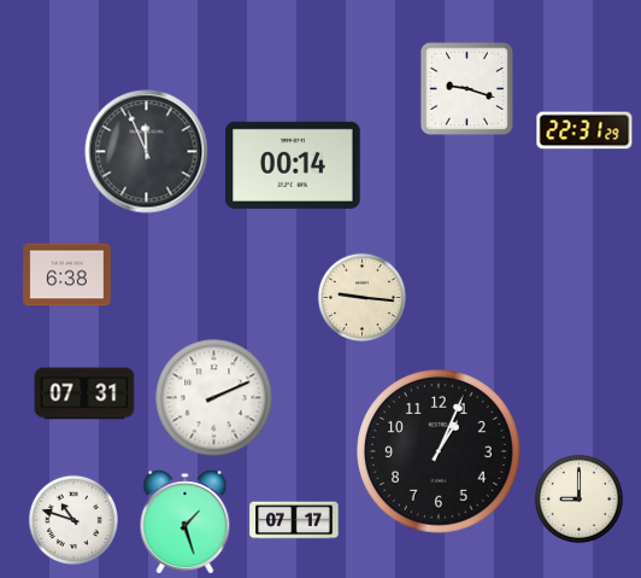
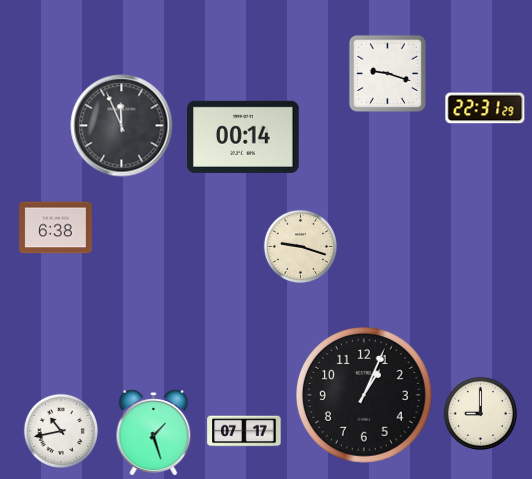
clock at (361, 297): 9:16 -> 9:18
clock at (84, 393): 07:31 -> none
clock at (214, 398): 2:11 -> none
clock at (440, 453) position: (440, 453) -> (365, 396)
clock at (72, 519): 10:48 -> 10:43
